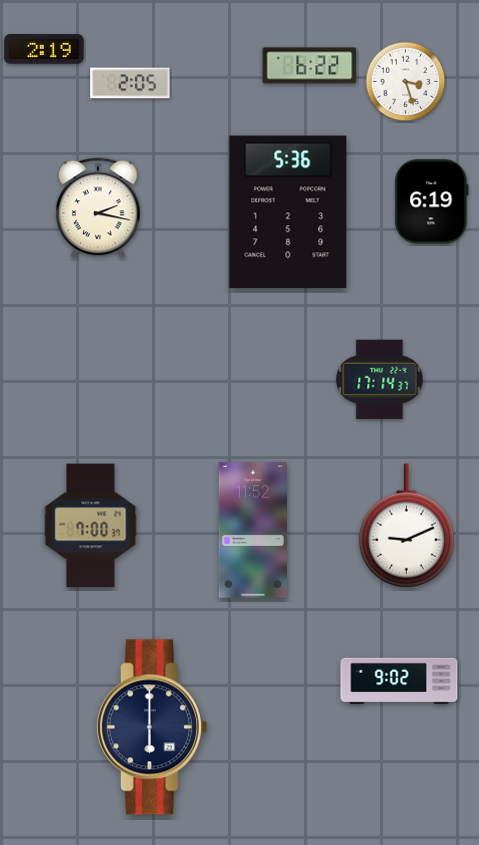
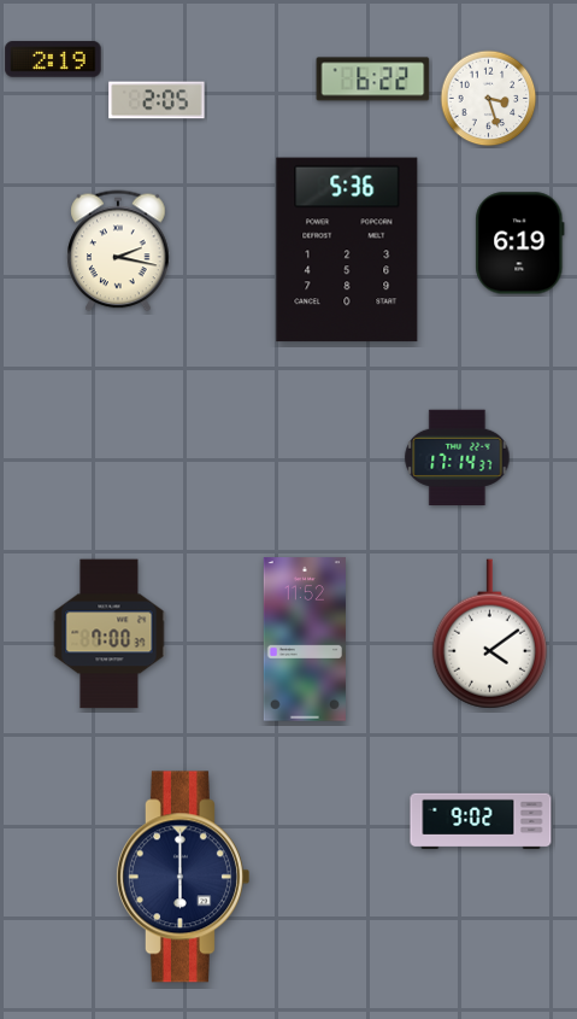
clock at (288, 212) position: (288, 212) -> (347, 250)
clock at (406, 526): 9:11 -> 4:09
